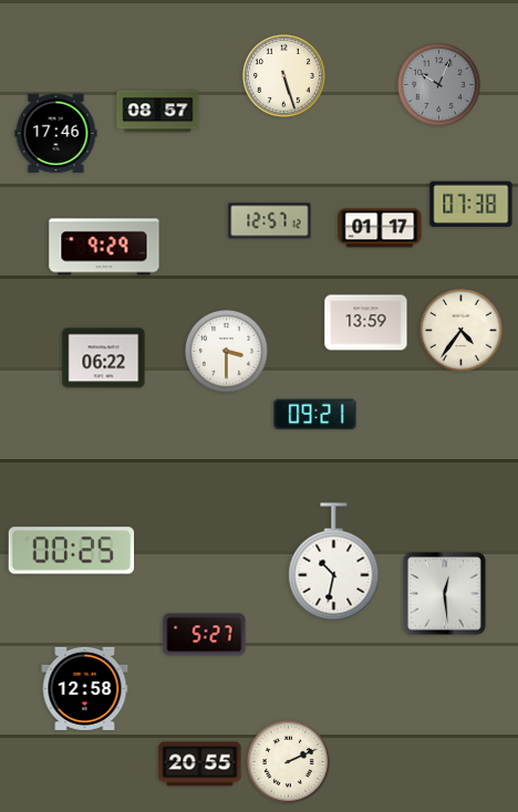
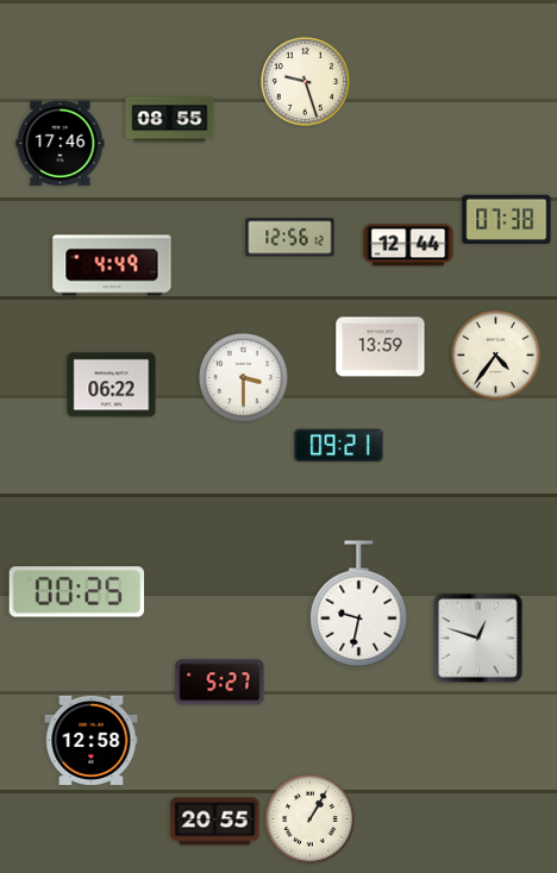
clock at (283, 75): 5:27 -> 9:27
clock at (438, 84): 10:04 -> none
clock at (158, 112): 08:57 -> 08:55
clock at (270, 221): 12:57 -> 12:56
clock at (380, 228): 01:17 -> 12:44
clock at (104, 247): 9:29 -> 4:49
clock at (366, 323) position: (366, 323) -> (381, 347)
clock at (334, 562): 10:32 -> 9:32
clock at (445, 594): 12:29 -> 12:48
clock at (288, 761): 2:11 -> 1:05
